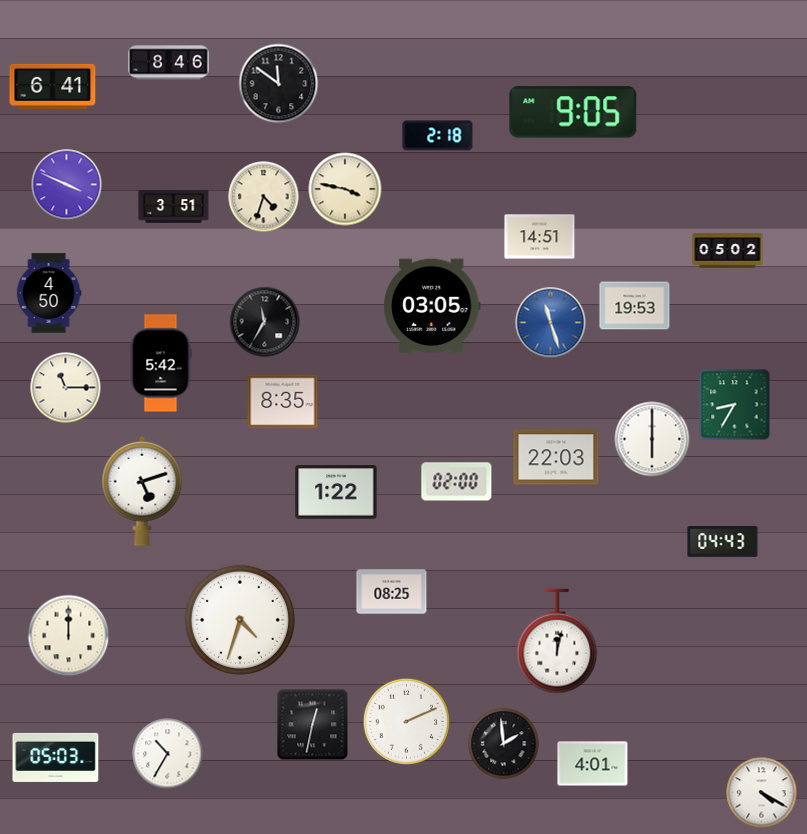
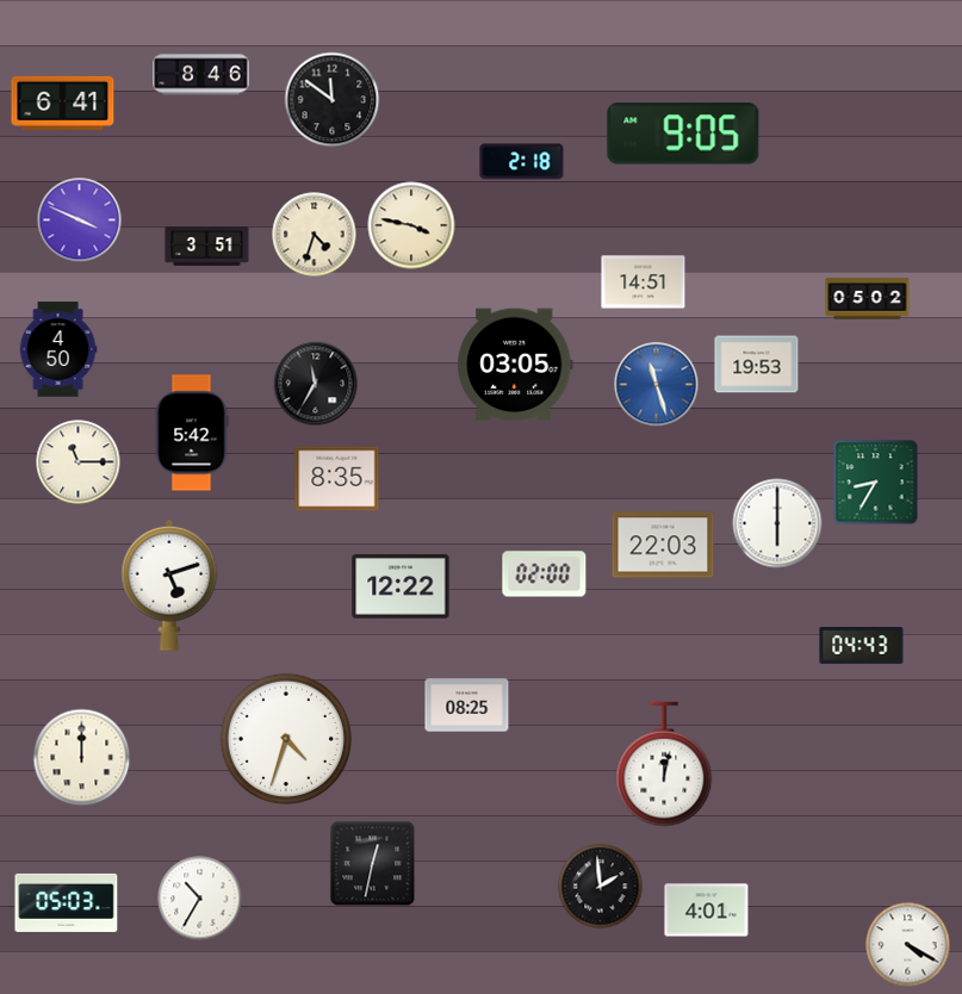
clock at (336, 492): 1:22 -> 12:22
clock at (406, 721): 2:11 -> none
